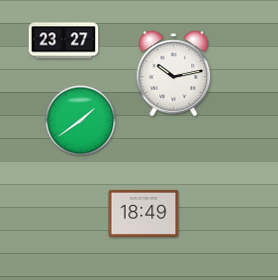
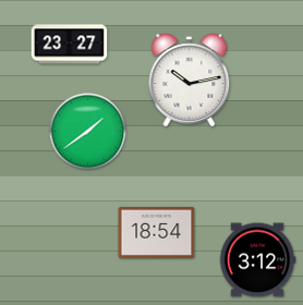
clock at (144, 213): 18:49 -> 18:54
clock at (257, 260): none -> 3:12
